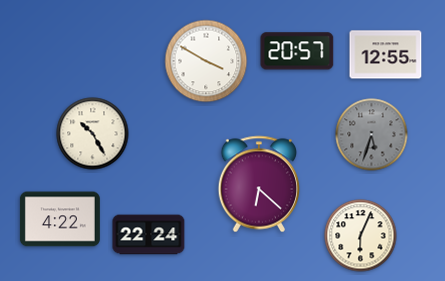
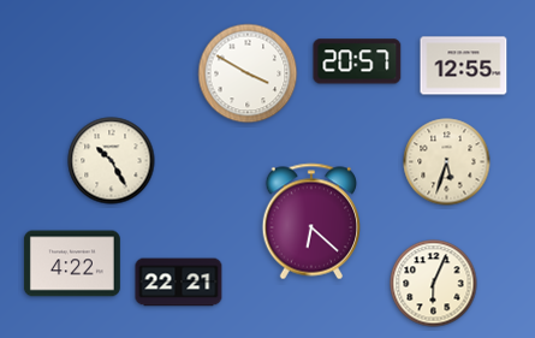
clock at (372, 135) dial: grey -> cream
clock at (149, 235): 22:24 -> 22:21
